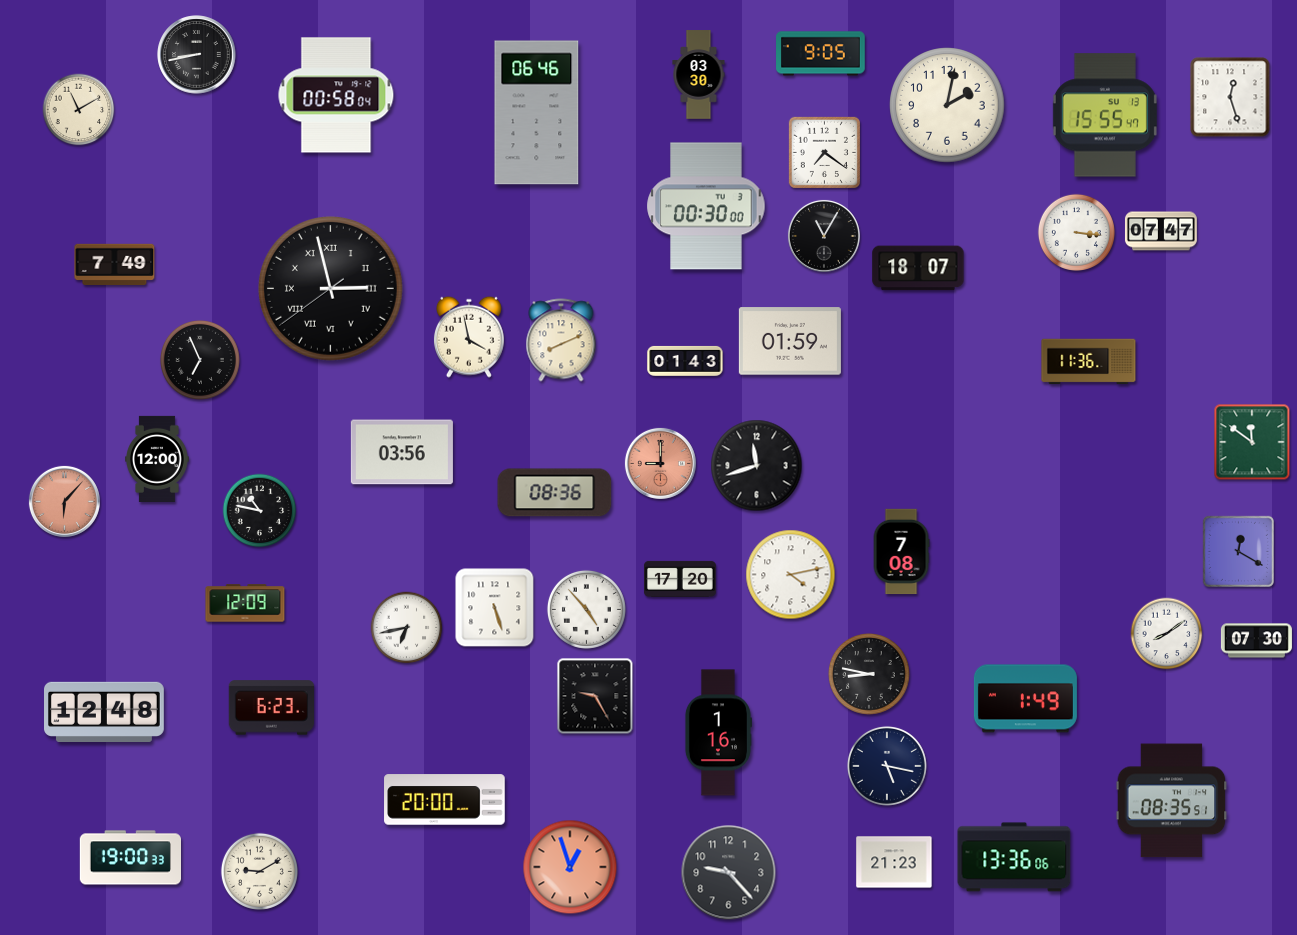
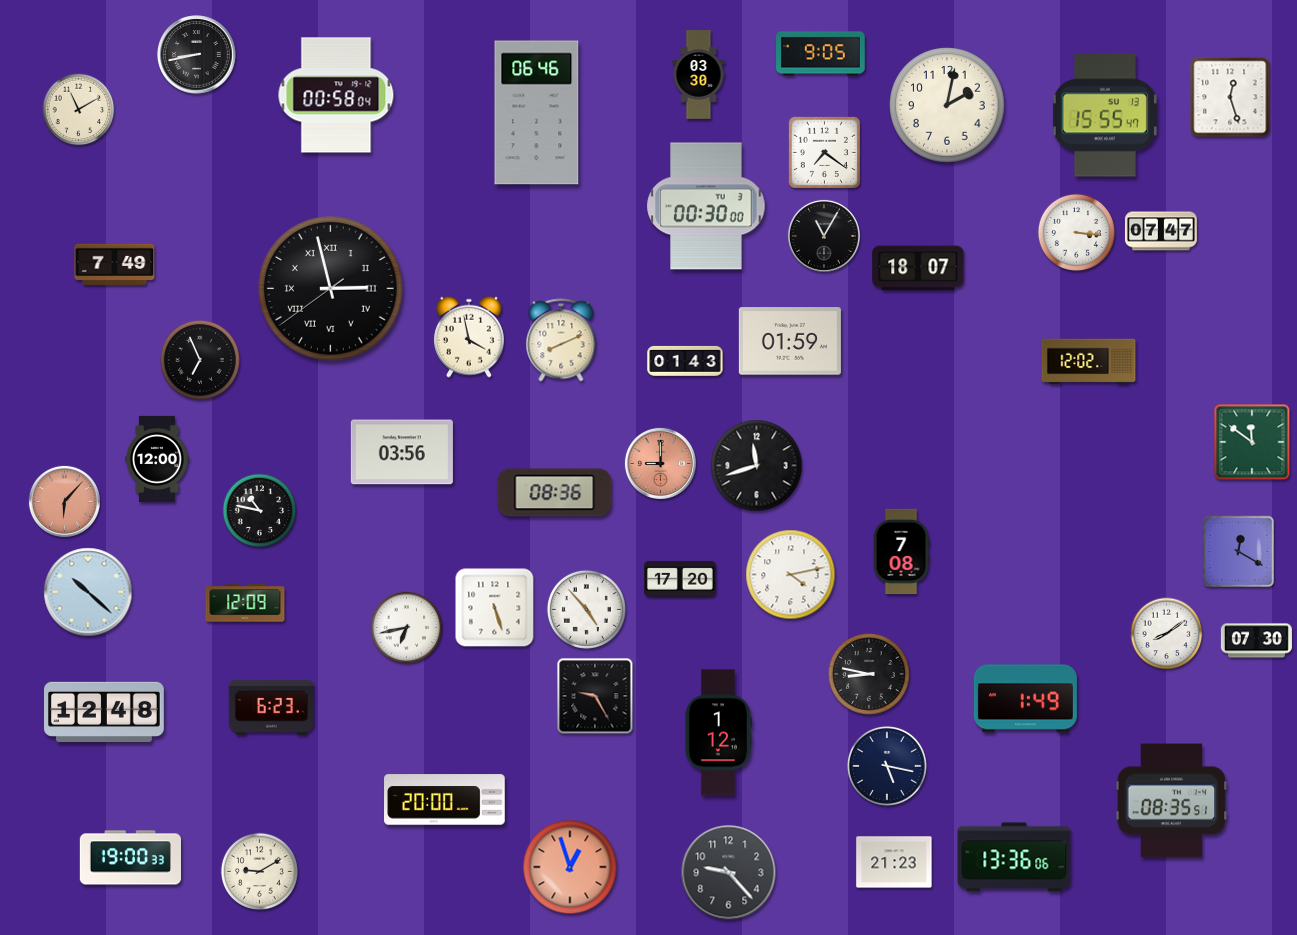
clock at (1089, 362): 11:36 -> 12:02
clock at (88, 592): none -> 10:22
clock at (718, 733): 1:16 -> 1:12
